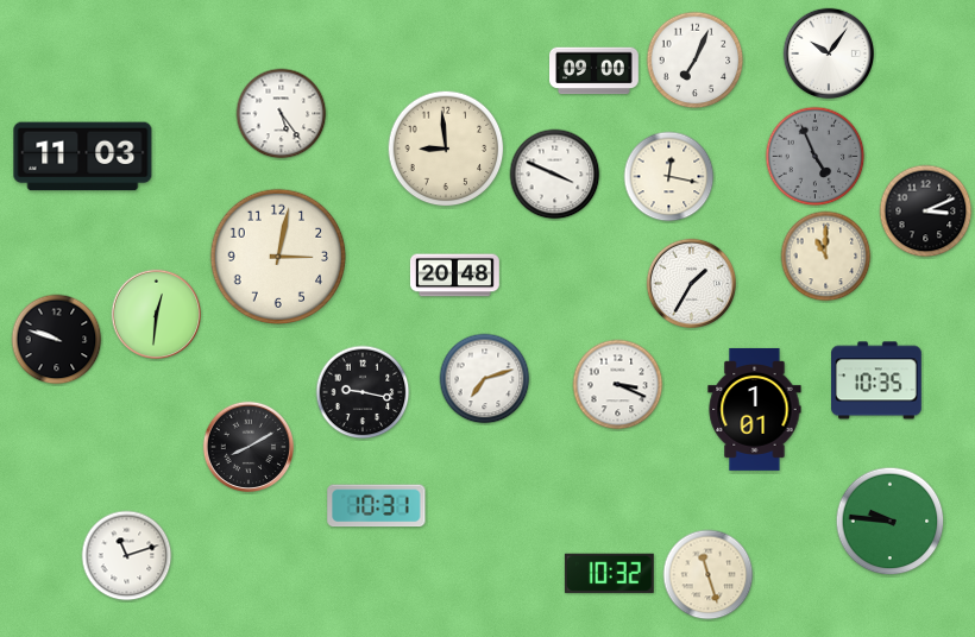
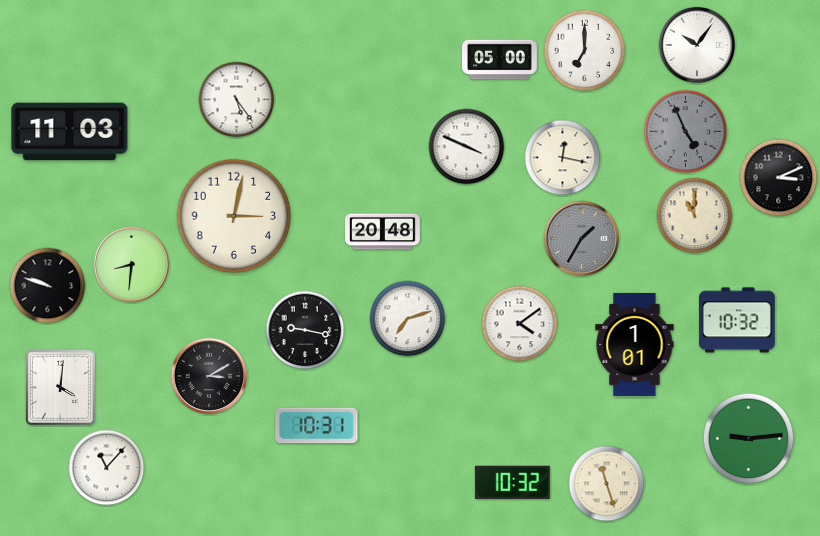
clock at (696, 61): 7:04 -> 7:00
clock at (595, 71): 09:00 -> 05:00
clock at (282, 114) position: (282, 114) -> (237, 100)
clock at (446, 149): 8:59 -> none
clock at (669, 177) position: (669, 177) -> (563, 158)
clock at (692, 284) dial: white -> grey
clock at (157, 315): 12:31 -> 8:31
clock at (877, 380): 10:35 -> 10:32
clock at (618, 385): 3:19 -> 4:09
clock at (249, 447): 8:10 -> 3:10
clock at (60, 387): none -> 4:01
clock at (891, 522): 9:46 -> 9:14
clock at (127, 556): 11:12 -> 11:07
clock at (709, 575) position: (709, 575) -> (607, 484)
